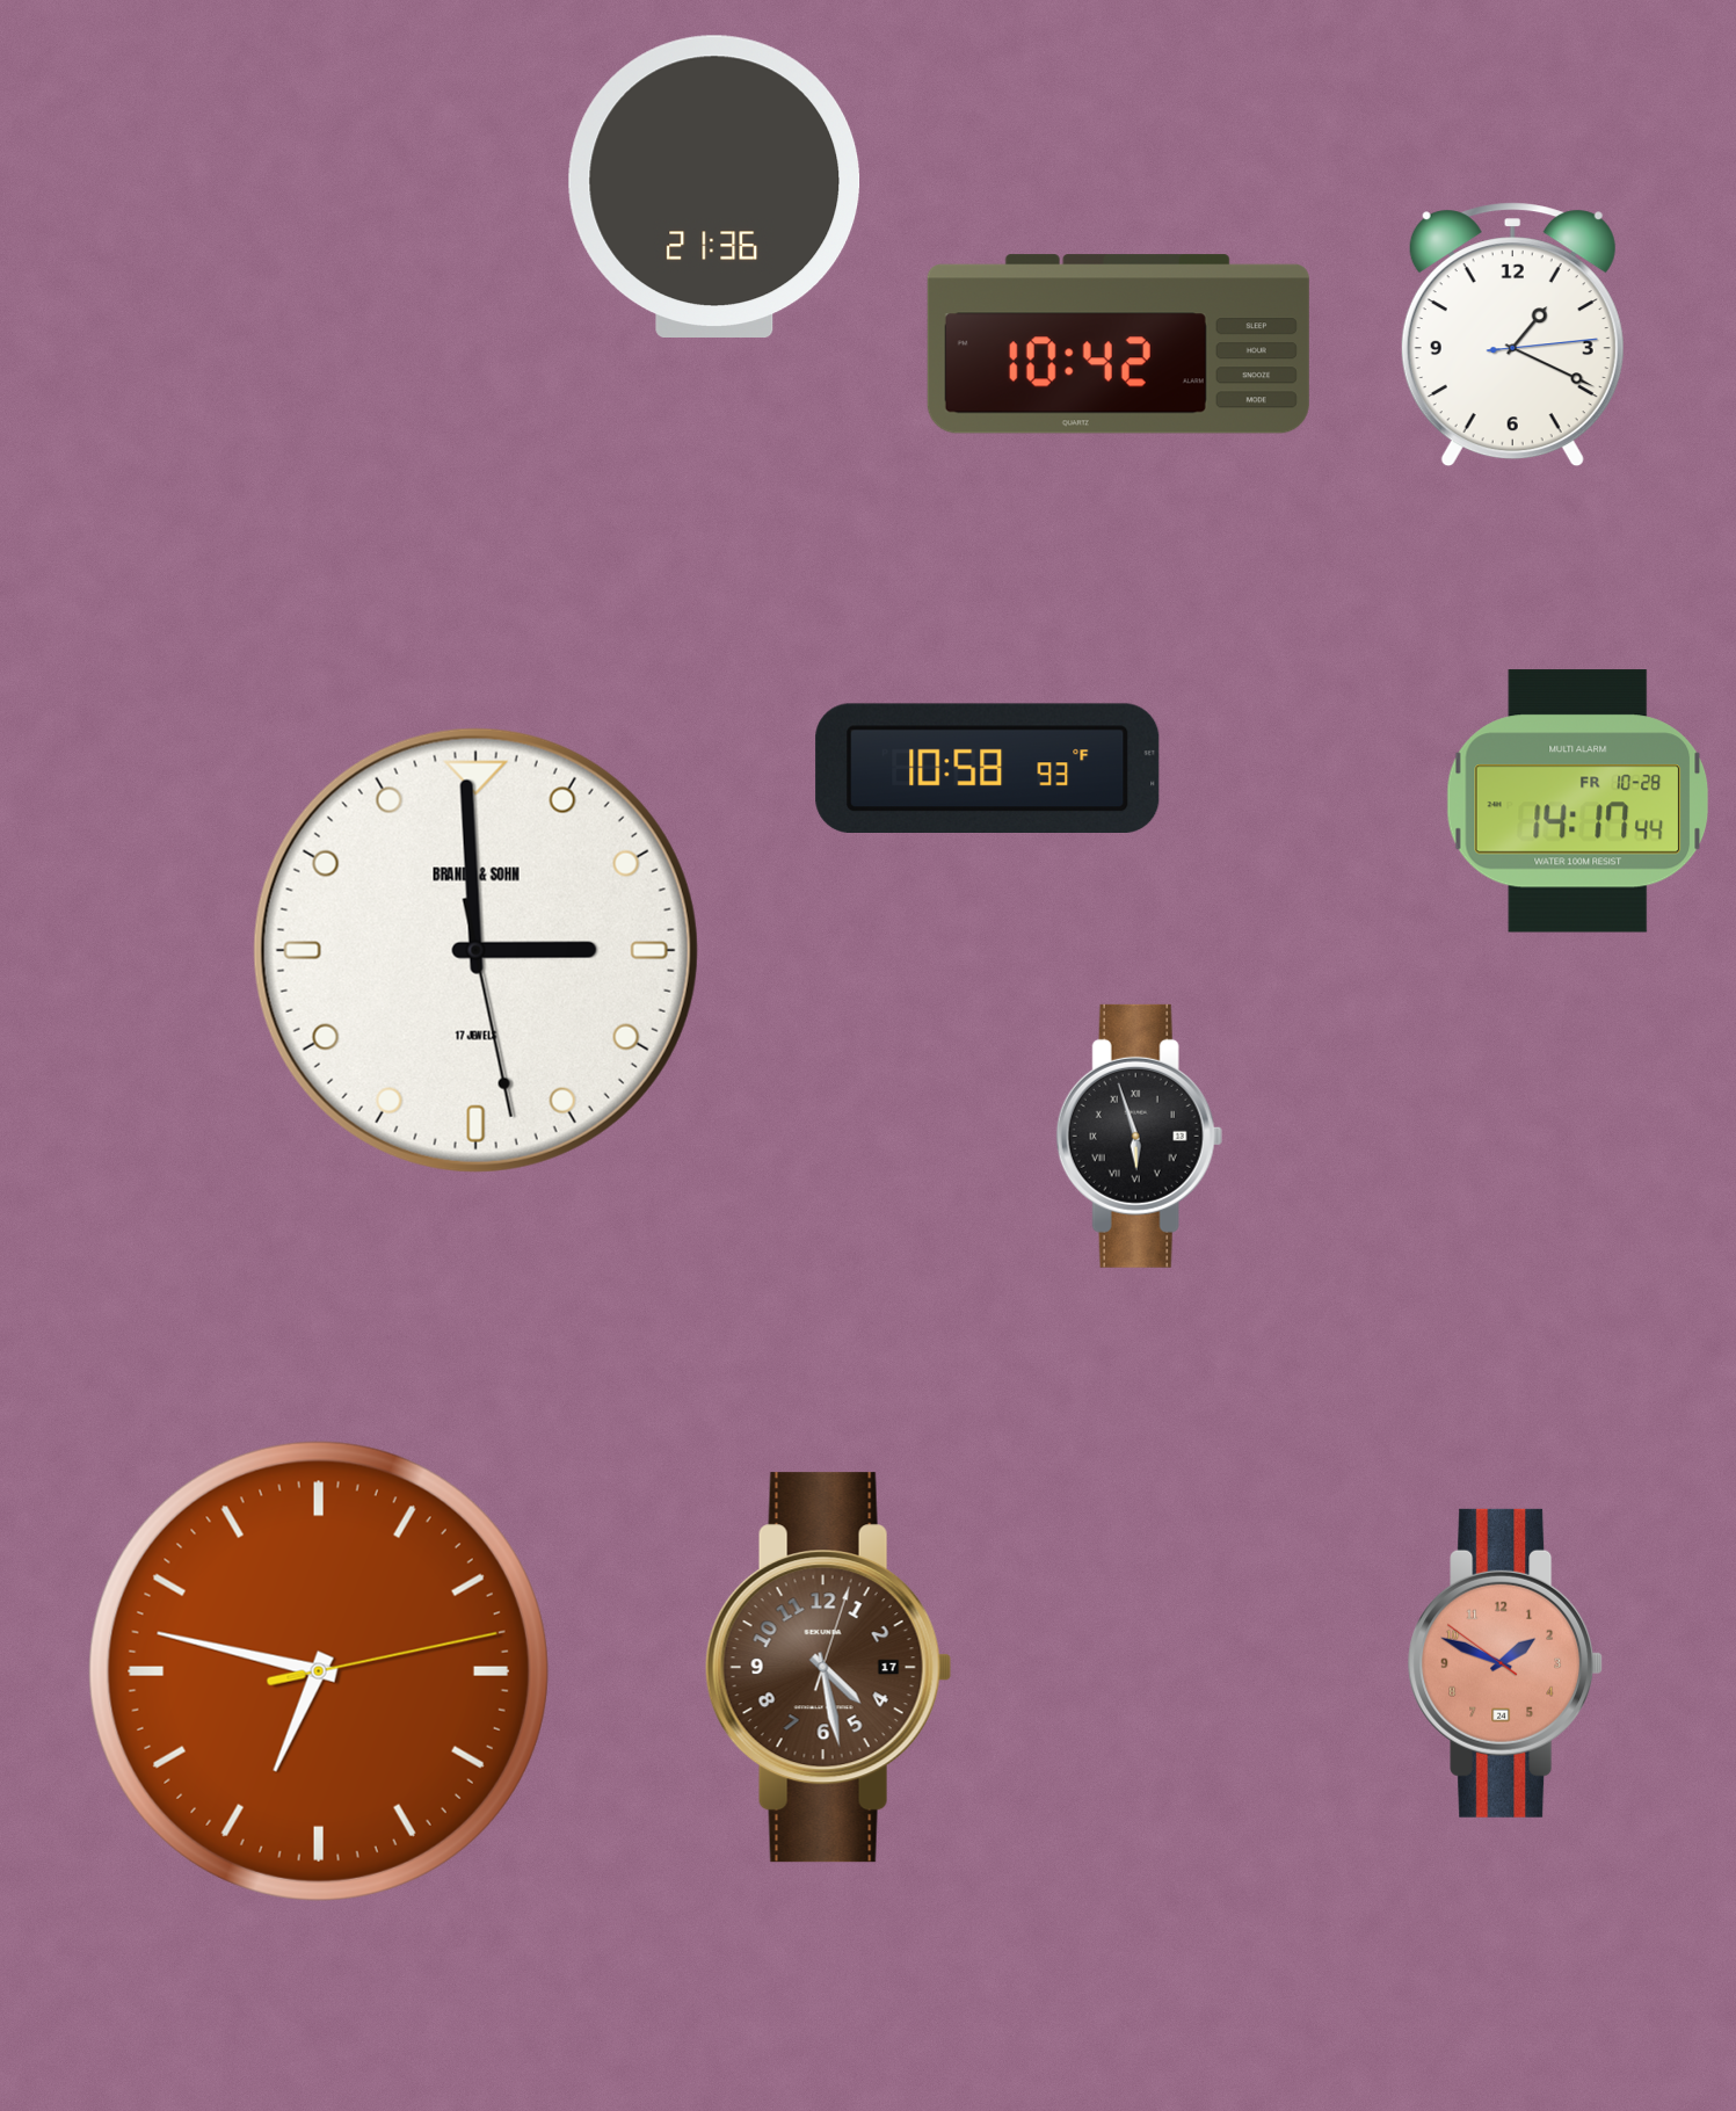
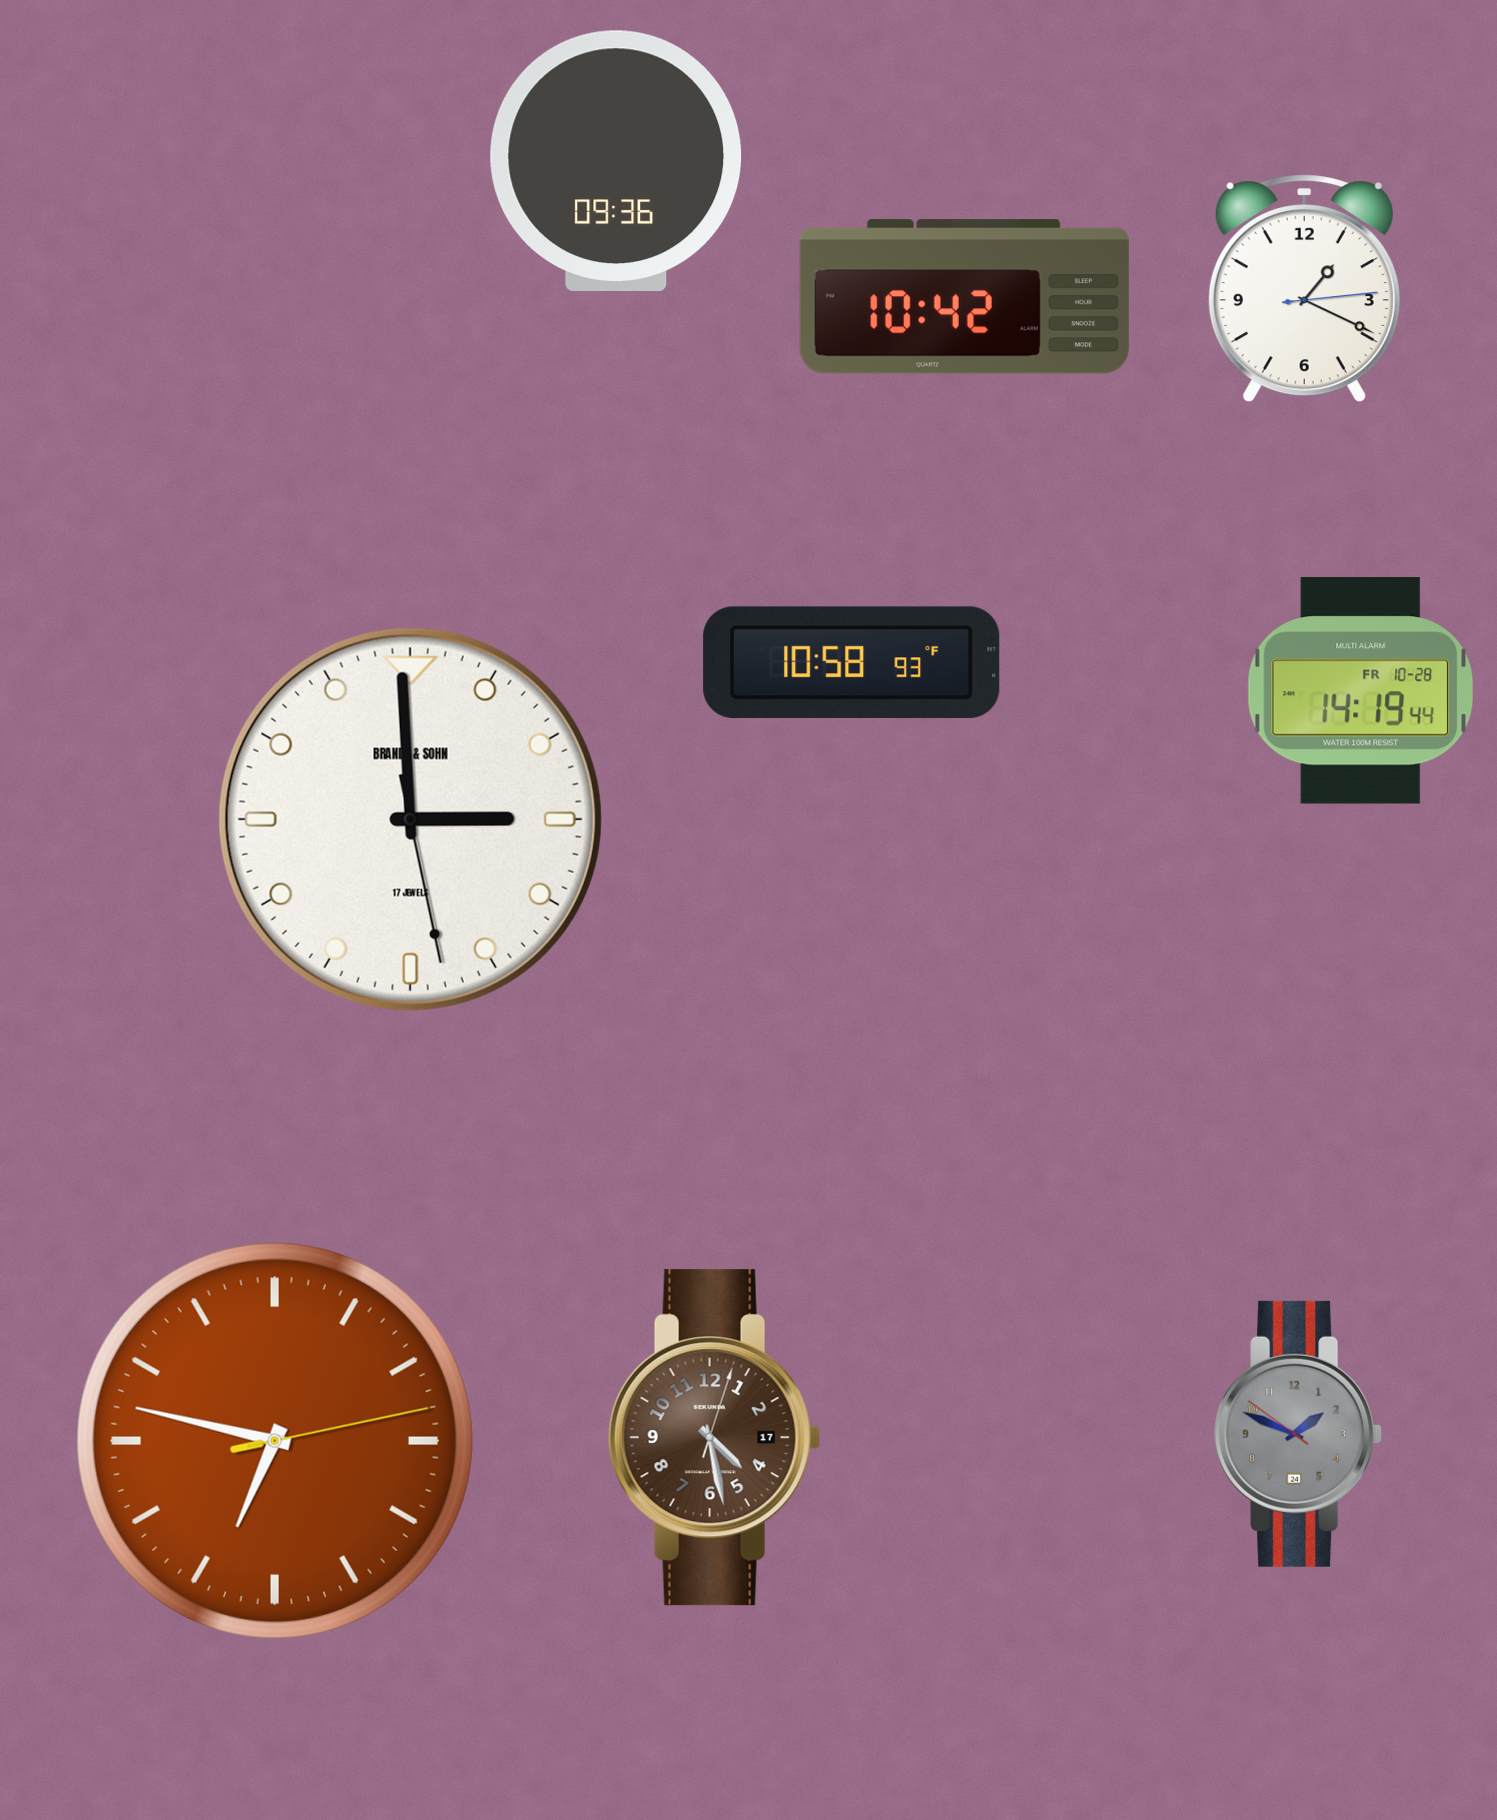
clock at (714, 186): 21:36 -> 09:36
clock at (1578, 801): 14:17 -> 14:19
clock at (1139, 1136): 5:57 -> none
clock at (1505, 1663) dial: salmon -> grey
